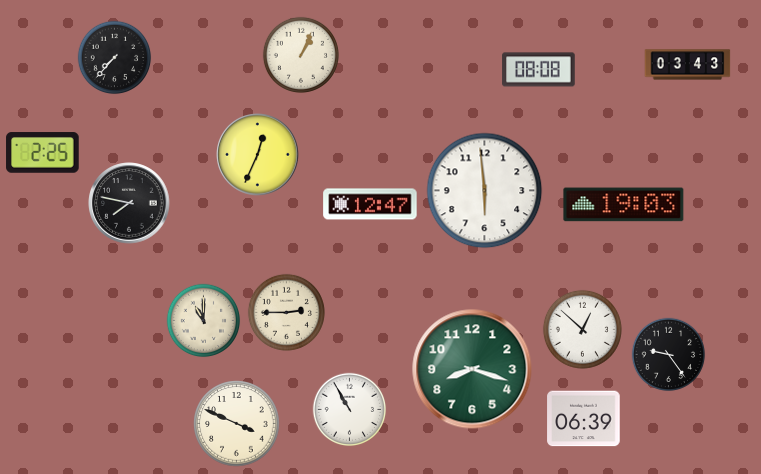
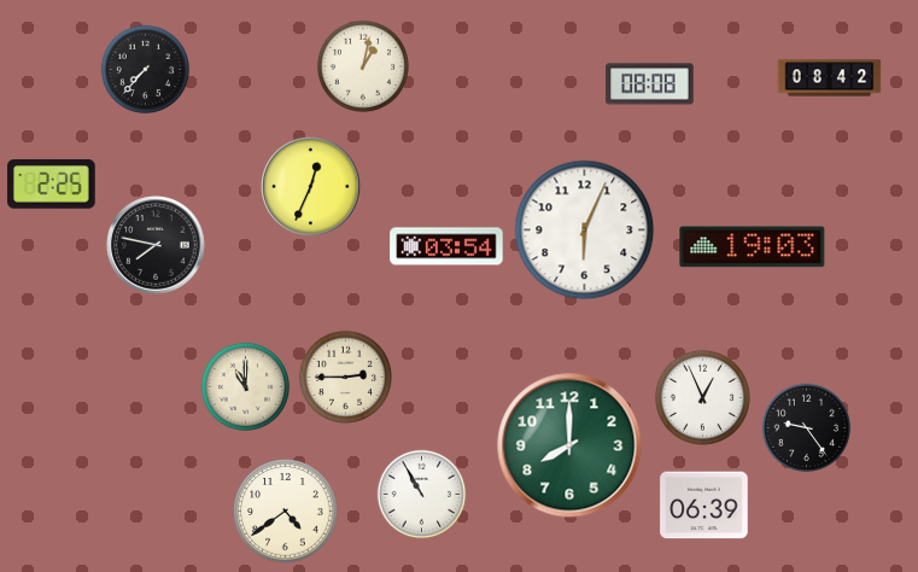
clock at (301, 55): 1:04 -> 1:02
clock at (115, 58) position: (115, 58) -> (146, 70)
clock at (688, 65): 03:43 -> 08:42
clock at (485, 191): 5:59 -> 6:04
clock at (370, 204): 12:47 -> 03:54
clock at (582, 329): 12:52 -> 12:56
clock at (472, 369): 8:18 -> 8:00
clock at (237, 424): 3:49 -> 4:39
